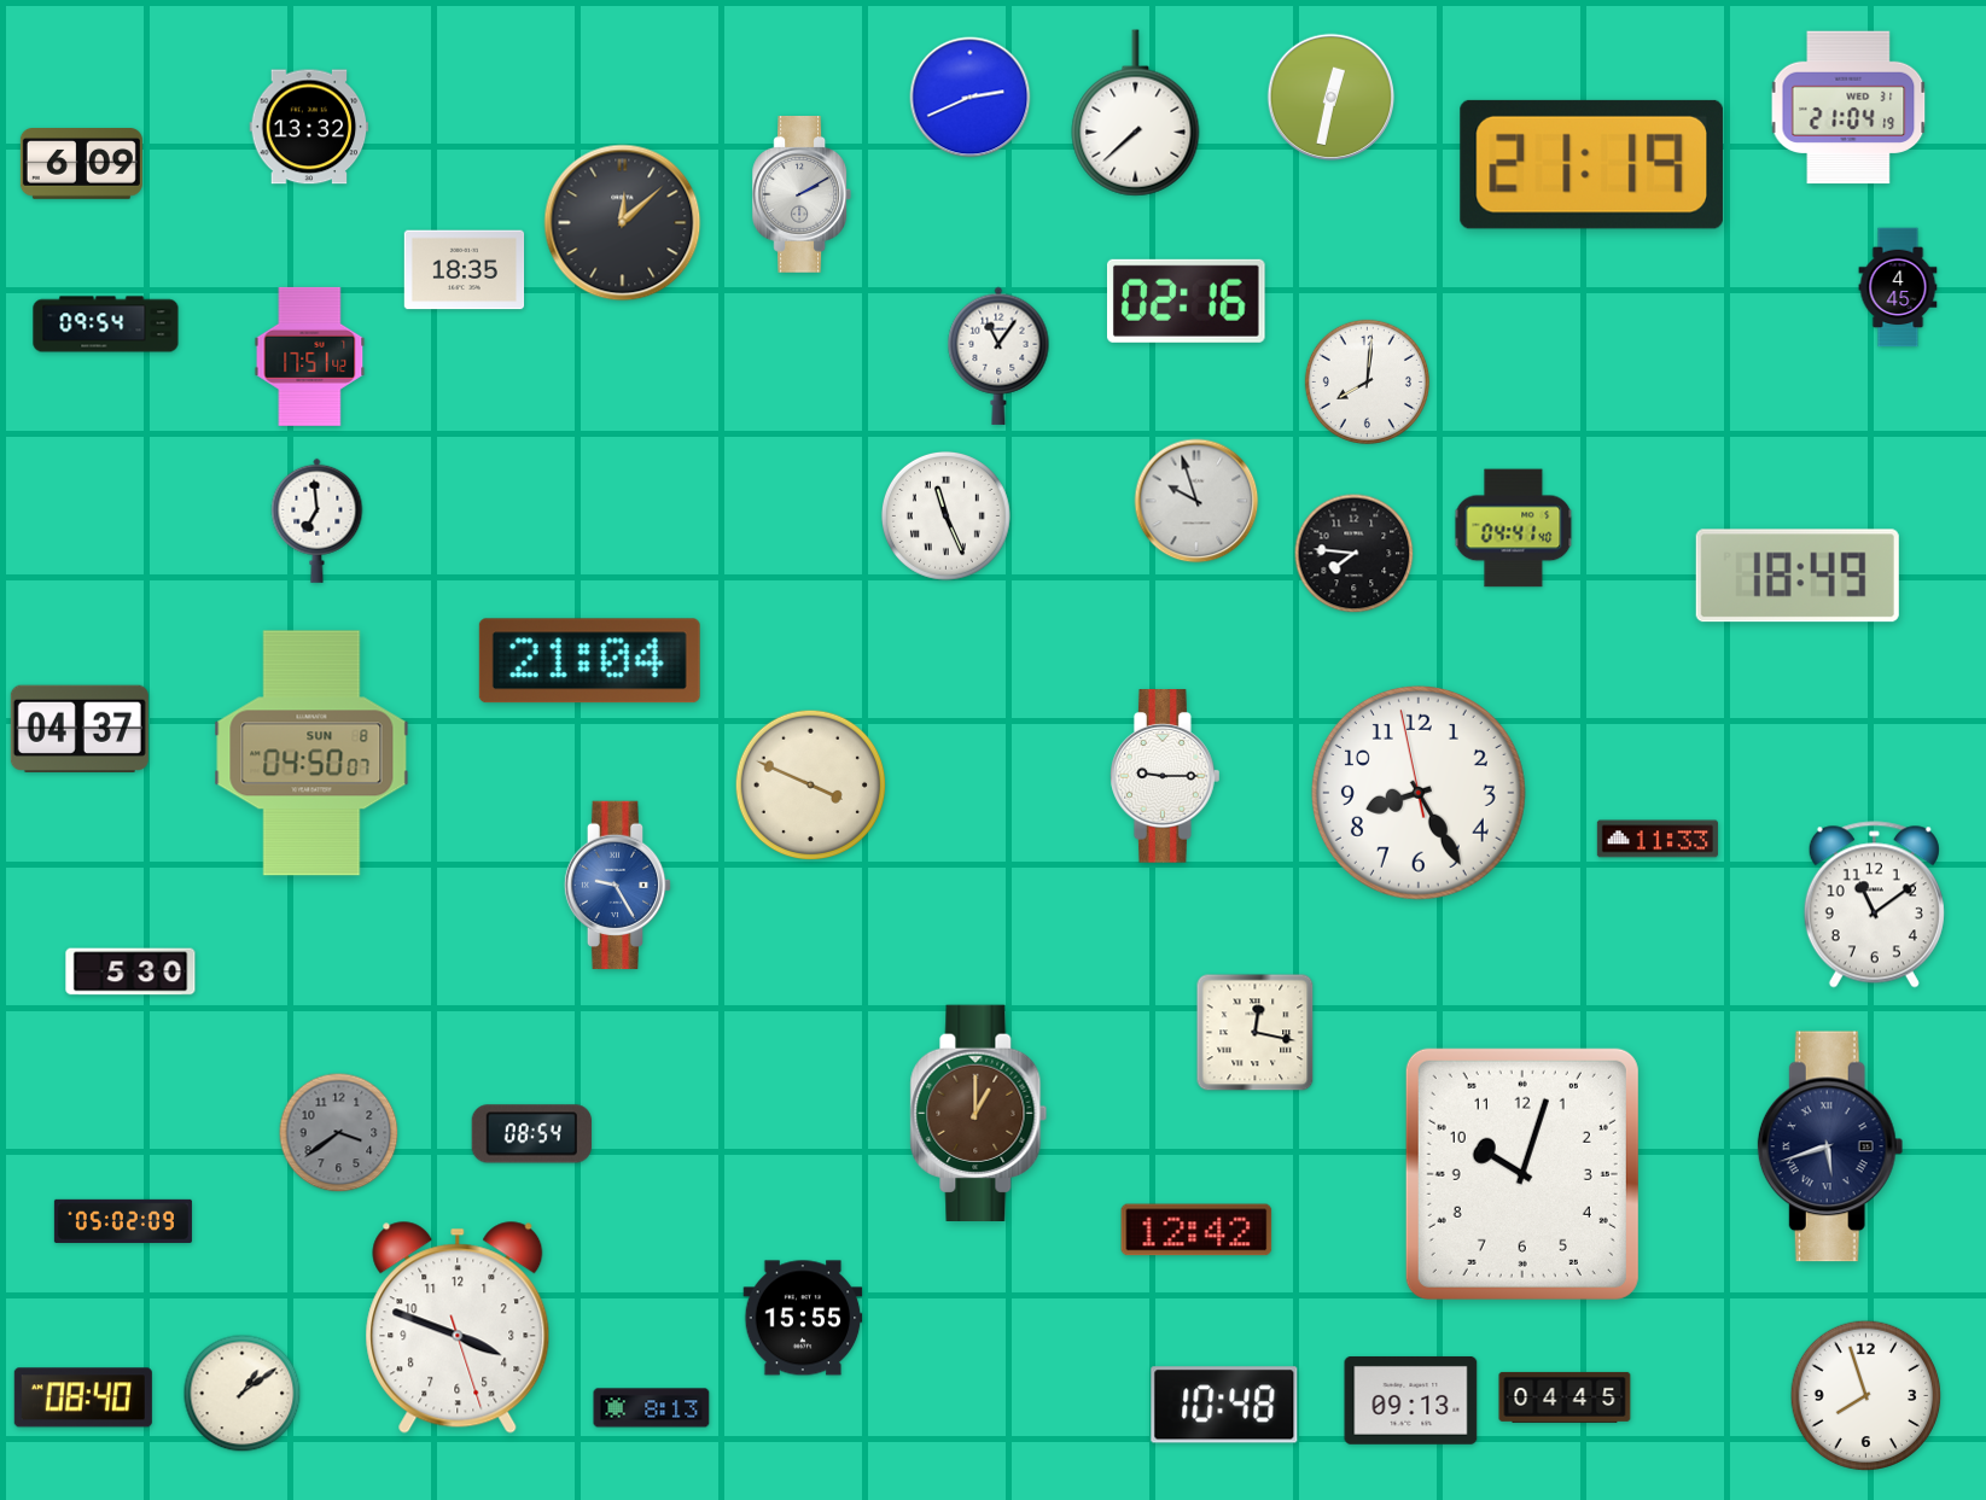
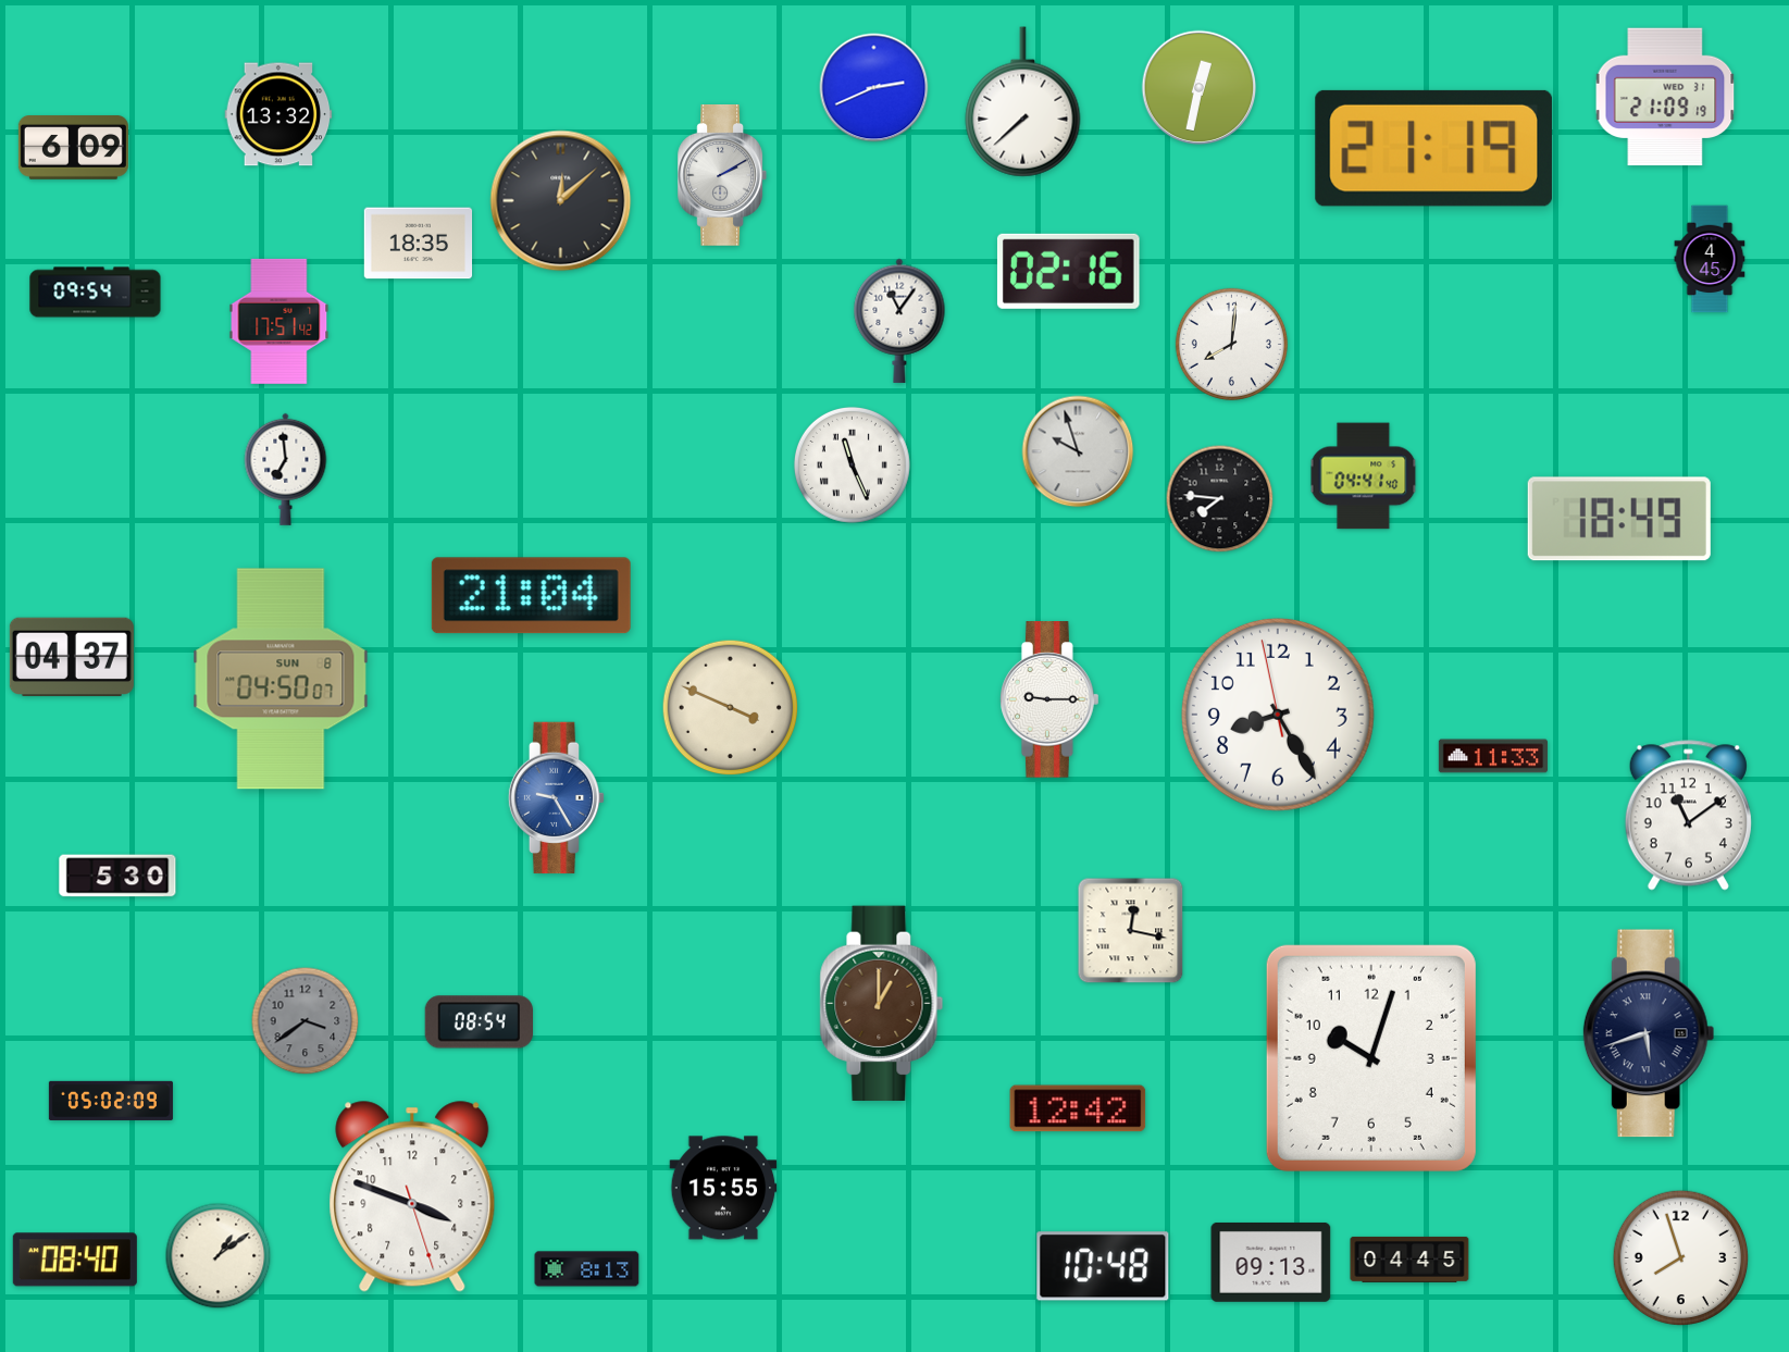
clock at (1848, 107): 21:04 -> 21:09
